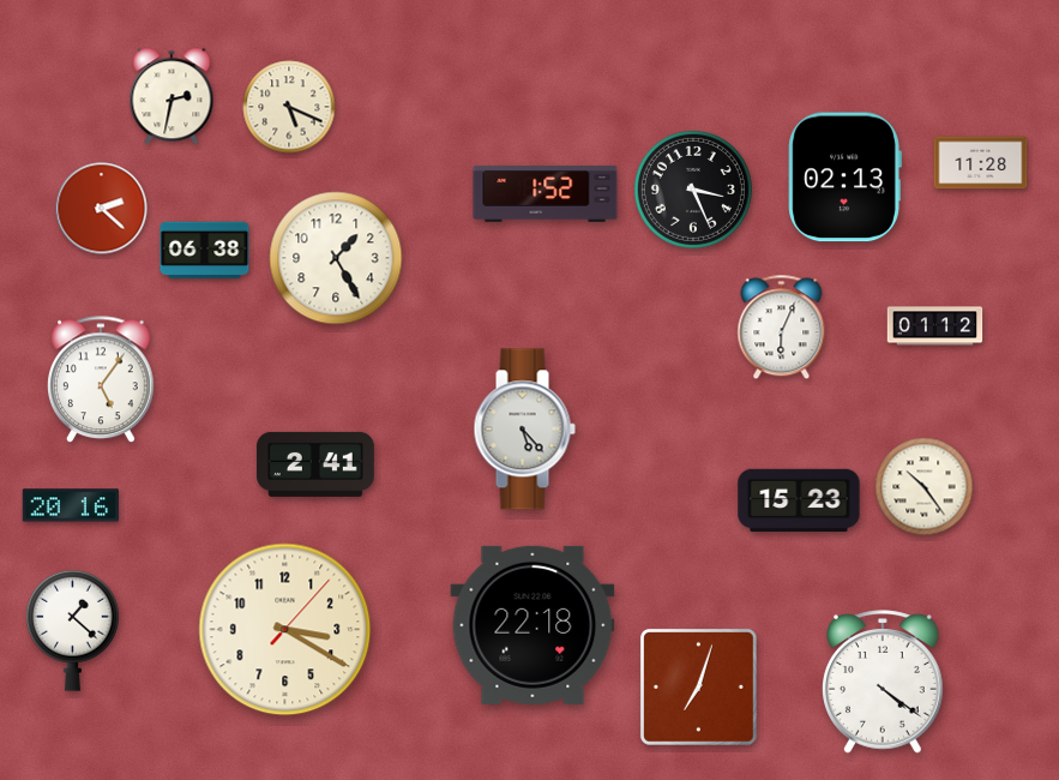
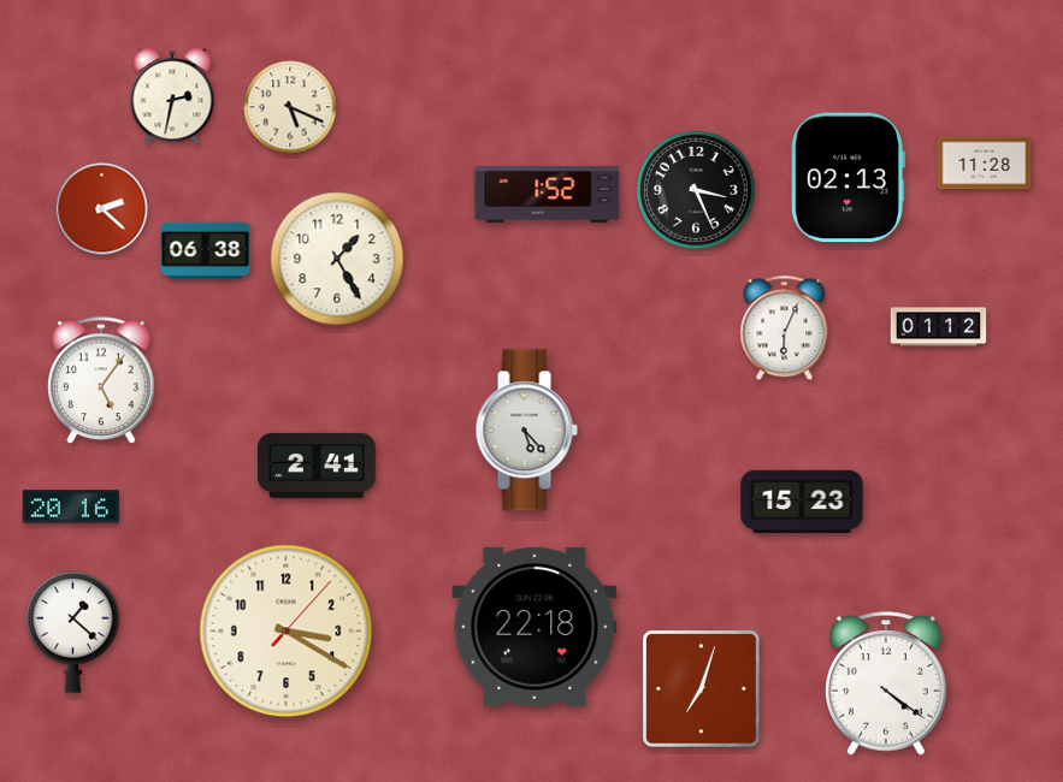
clock at (925, 487): 10:24 -> none
